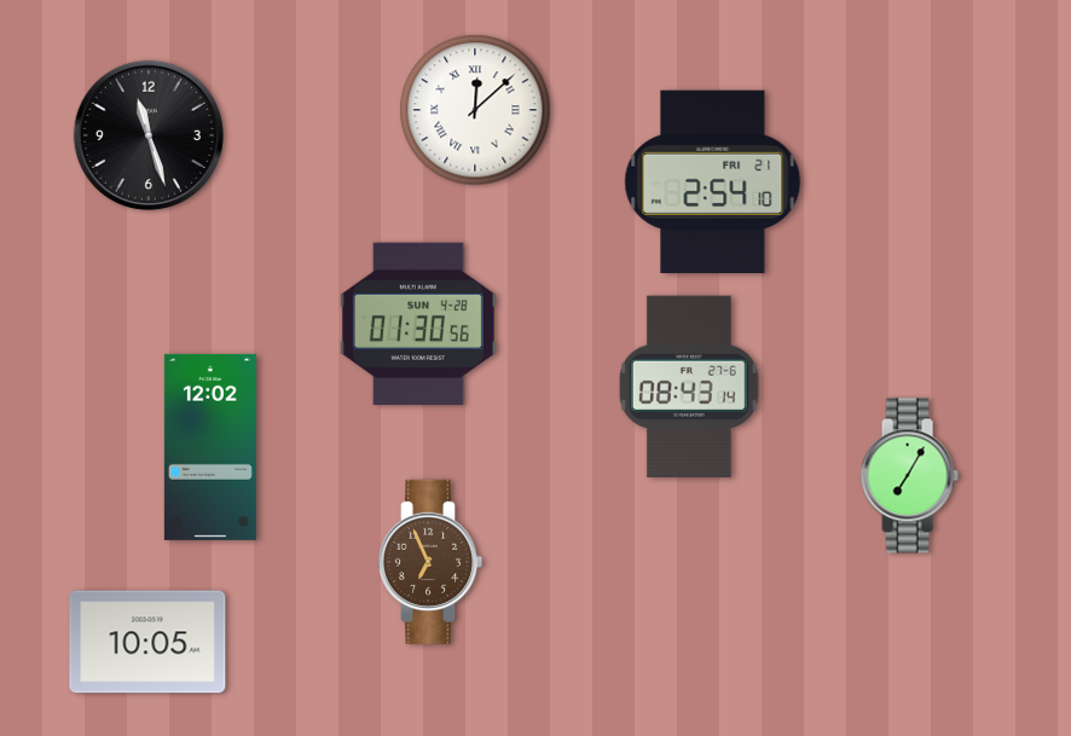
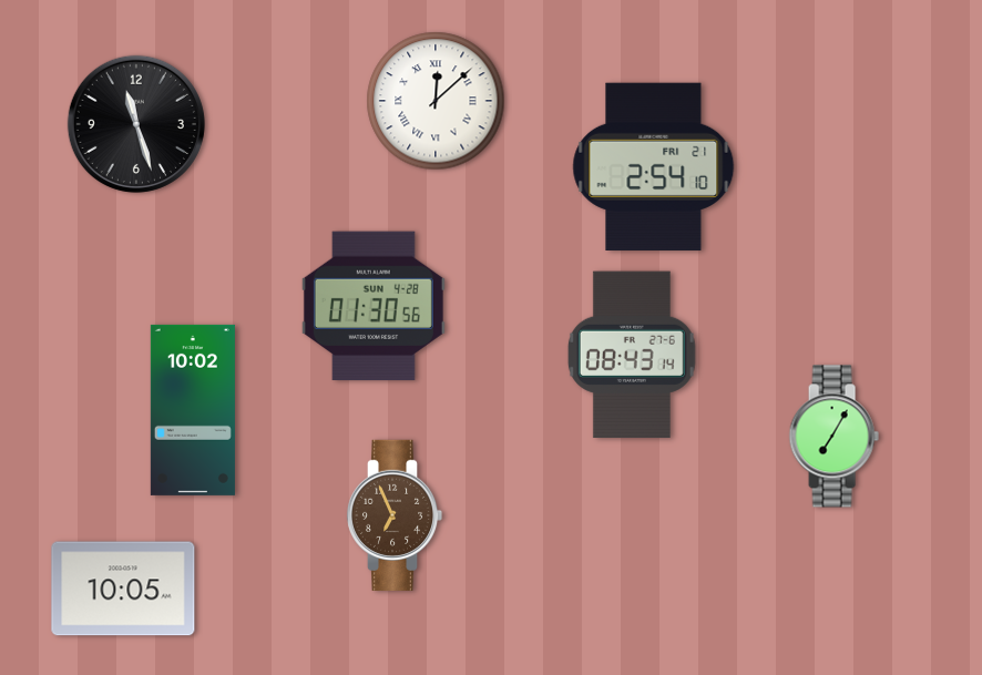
clock at (418, 324) position: (418, 324) -> (374, 306)
clock at (210, 447): 12:02 -> 10:02
clock at (147, 642) position: (147, 642) -> (123, 589)
